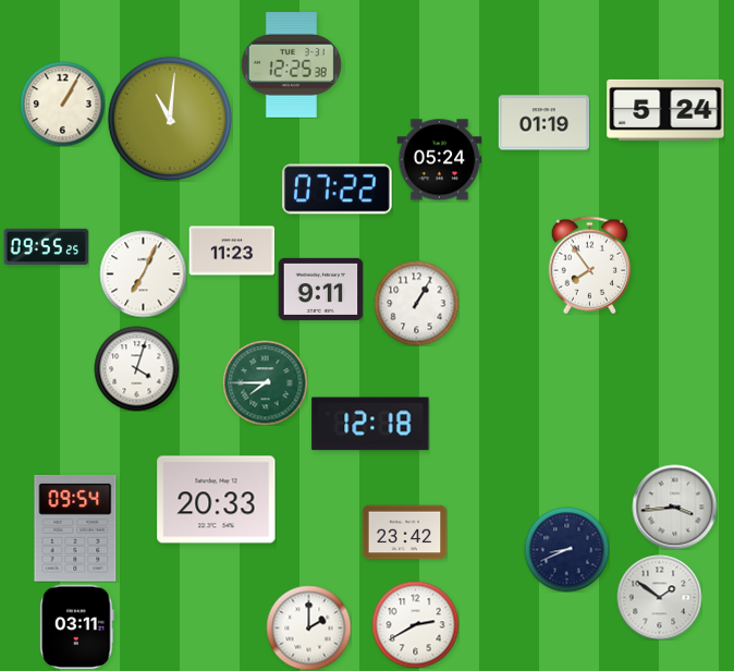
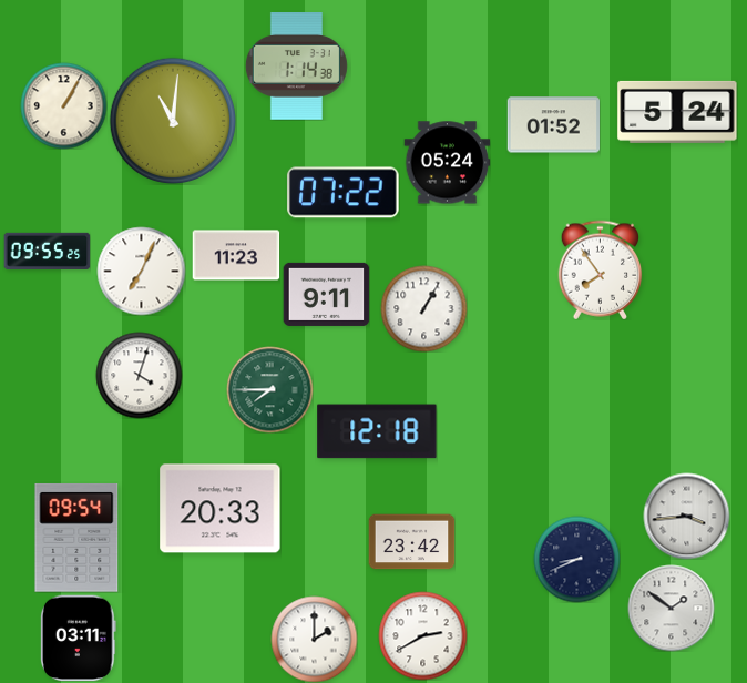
clock at (291, 65): 12:25 -> 1:14
clock at (543, 123): 01:19 -> 01:52
clock at (143, 273) position: (143, 273) -> (141, 271)
